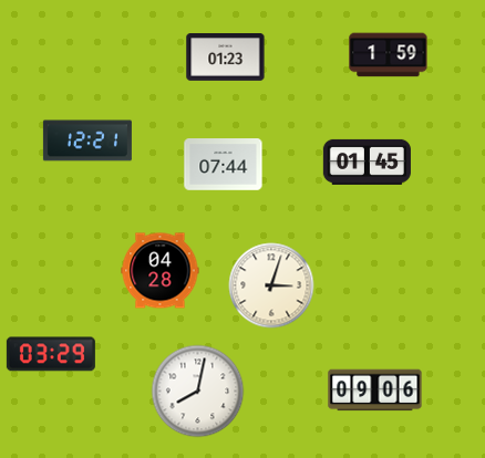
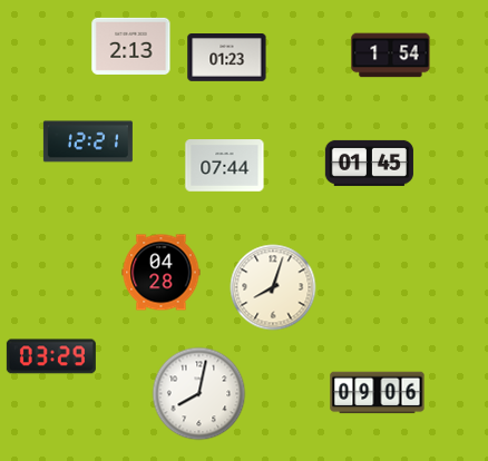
clock at (131, 46): none -> 2:13
clock at (389, 55): 1:59 -> 1:54
clock at (271, 285): 3:03 -> 8:03
